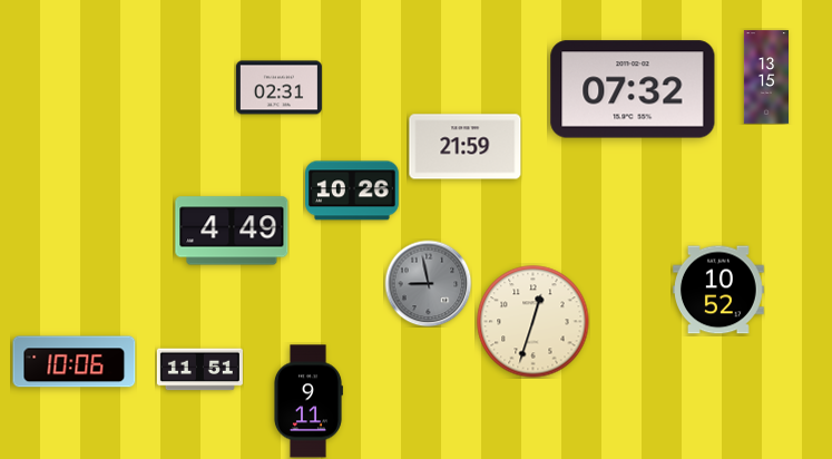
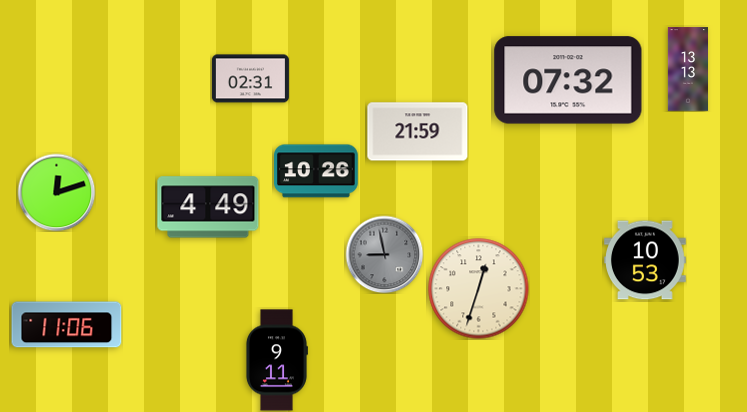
clock at (765, 77): 13:15 -> 13:13
clock at (56, 192): none -> 12:12
clock at (720, 290): 10:52 -> 10:53
clock at (75, 362): 10:06 -> 11:06
clock at (199, 370): 11:51 -> none
